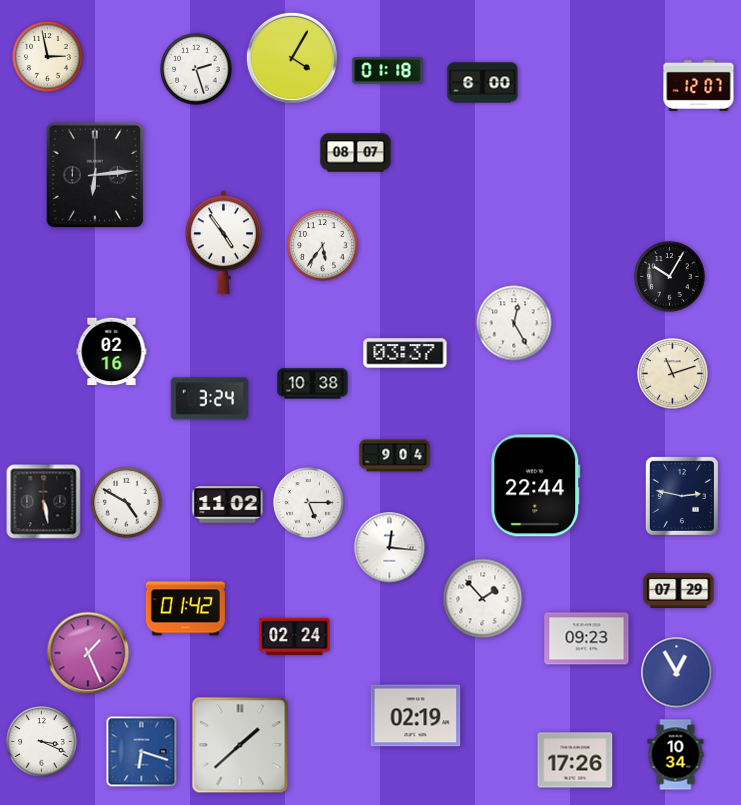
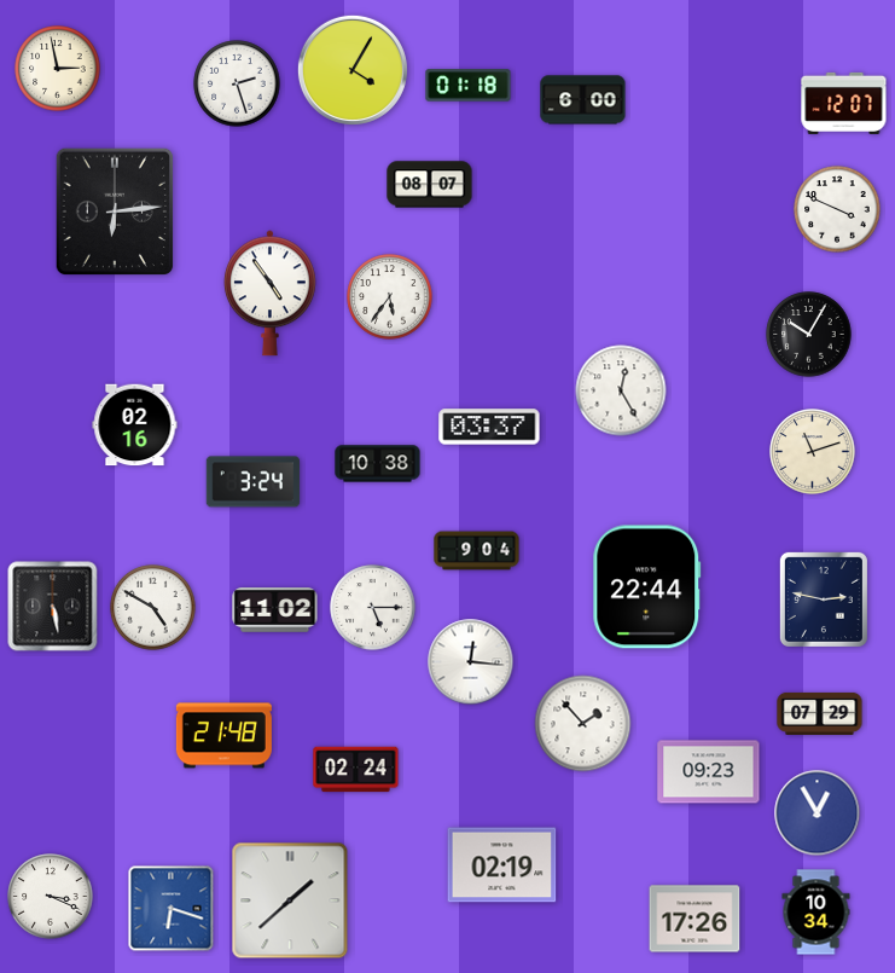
clock at (837, 209): none -> 3:49
clock at (185, 609): 01:42 -> 21:48
clock at (88, 653): 1:26 -> none
